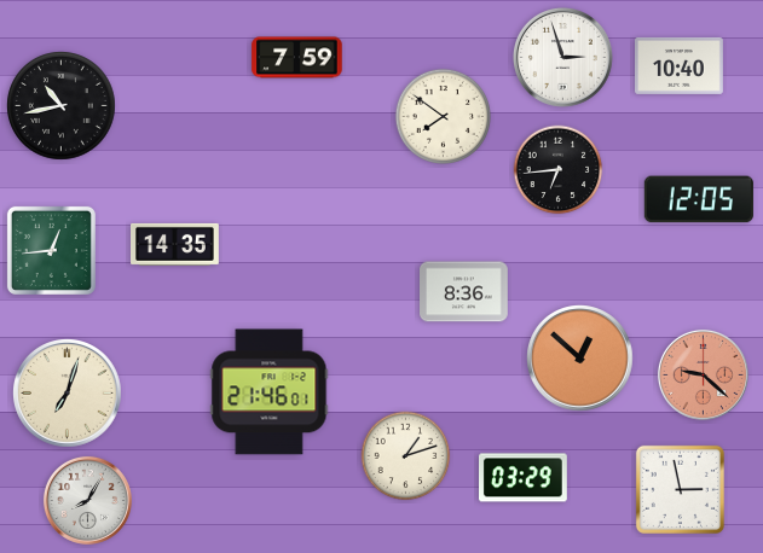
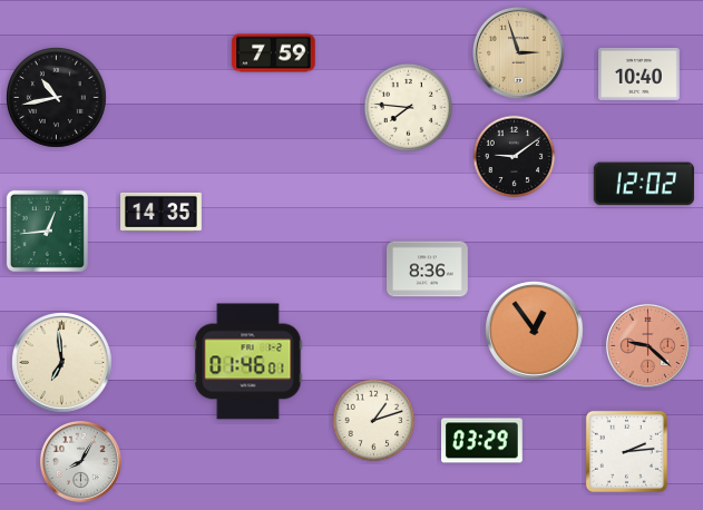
clock at (562, 57) dial: white -> champagne
clock at (680, 65) position: (680, 65) -> (639, 73)
clock at (443, 116): 7:51 -> 7:46
clock at (559, 170): 6:44 -> 9:09
clock at (699, 199): 12:05 -> 12:02
clock at (175, 244) position: (175, 244) -> (162, 212)
clock at (580, 359): 12:52 -> 12:54
clock at (270, 392): 21:46 -> 01:46
clock at (68, 394): 7:03 -> 6:59
clock at (680, 489): 2:58 -> 2:14
